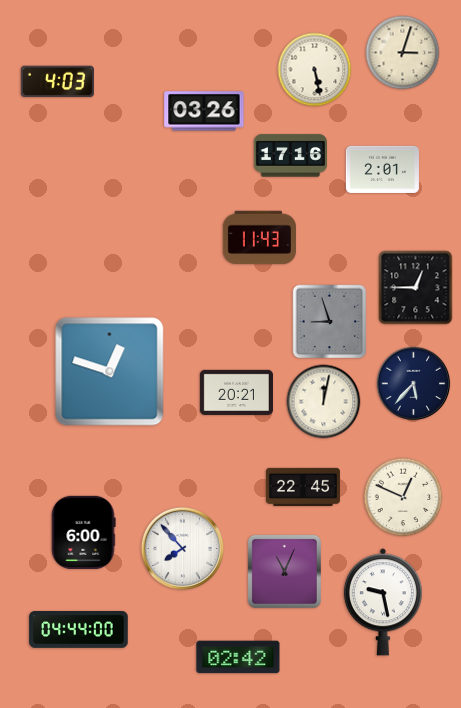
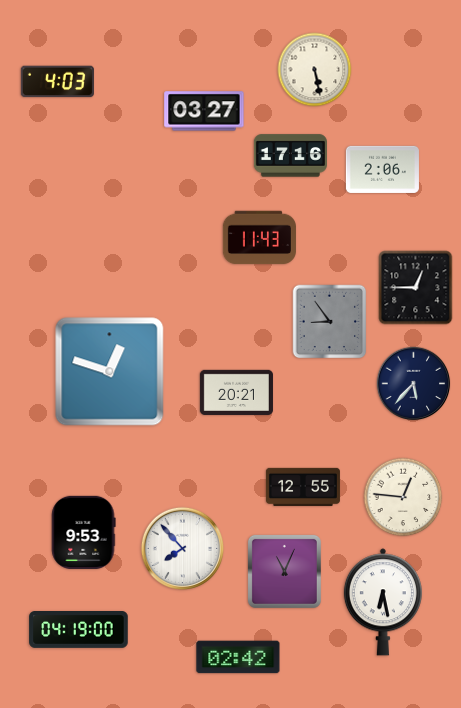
clock at (403, 53): 3:03 -> none
clock at (204, 111): 03:26 -> 03:27
clock at (382, 169): 2:01 -> 2:06
clock at (330, 322): 8:57 -> 8:54
clock at (324, 402): 12:02 -> none
clock at (303, 487): 22:45 -> 12:55
clock at (403, 497): 12:49 -> 12:46
clock at (83, 532): 6:00 -> 9:53
clock at (383, 602): 9:28 -> 6:28
clock at (79, 630): 04:44 -> 04:19
